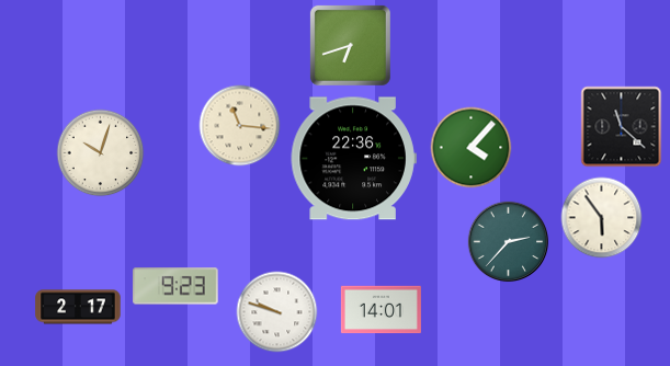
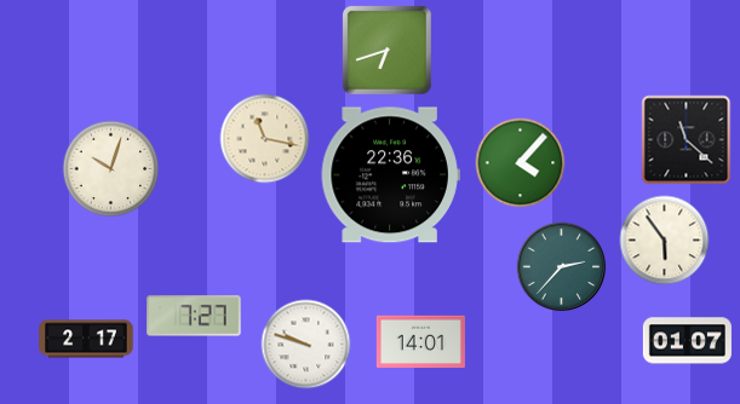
clock at (240, 126): 11:16 -> 11:17
clock at (175, 286): 9:23 -> 7:27
clock at (687, 341): none -> 01:07
